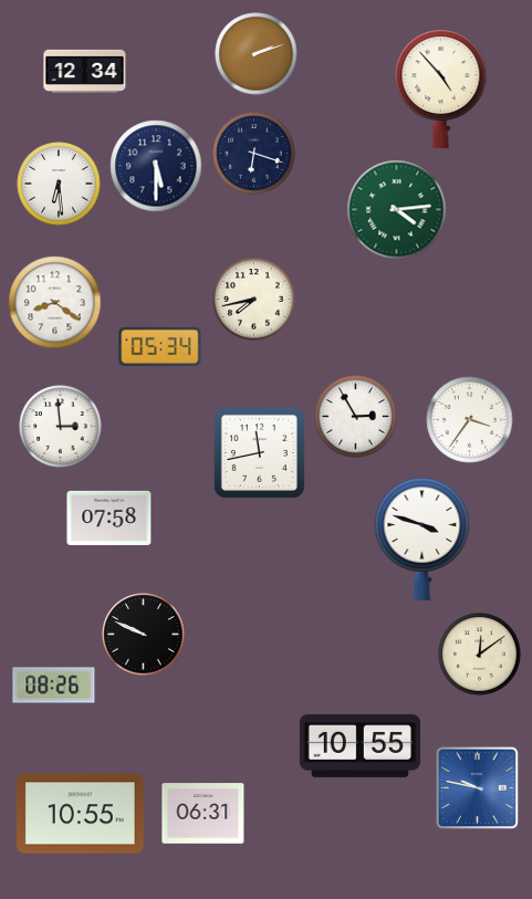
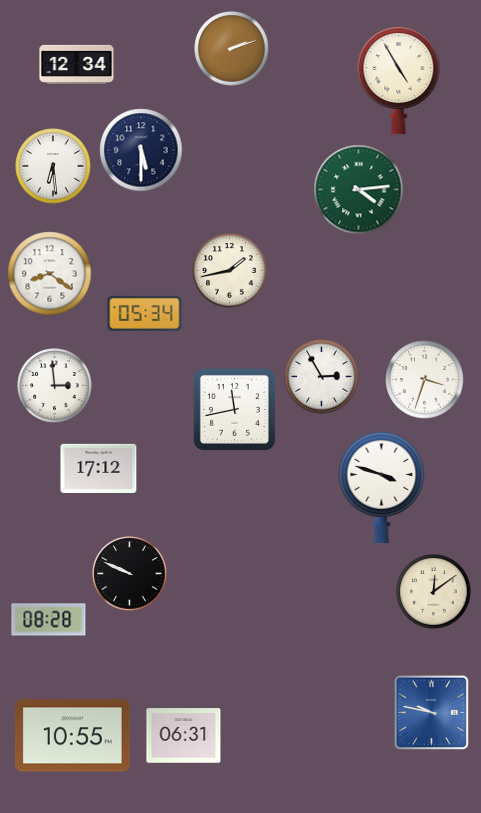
clock at (441, 90): 4:53 -> 4:55
clock at (254, 154): 6:18 -> none
clock at (254, 300): 7:43 -> 1:43
clock at (470, 420): 3:36 -> 3:33
clock at (109, 518): 07:58 -> 17:12
clock at (54, 686): 08:26 -> 08:28
clock at (359, 745): 10:55 -> none
